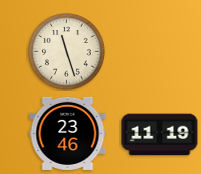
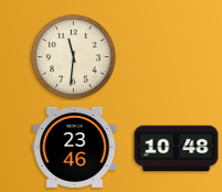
clock at (67, 52): 11:27 -> 11:31
clock at (160, 135): 11:19 -> 10:48
